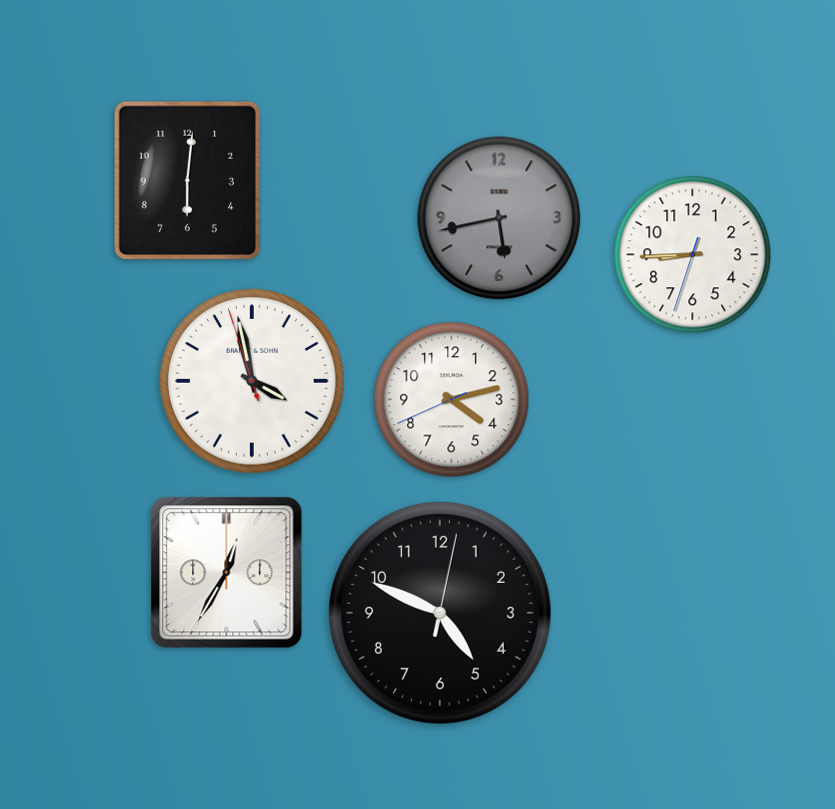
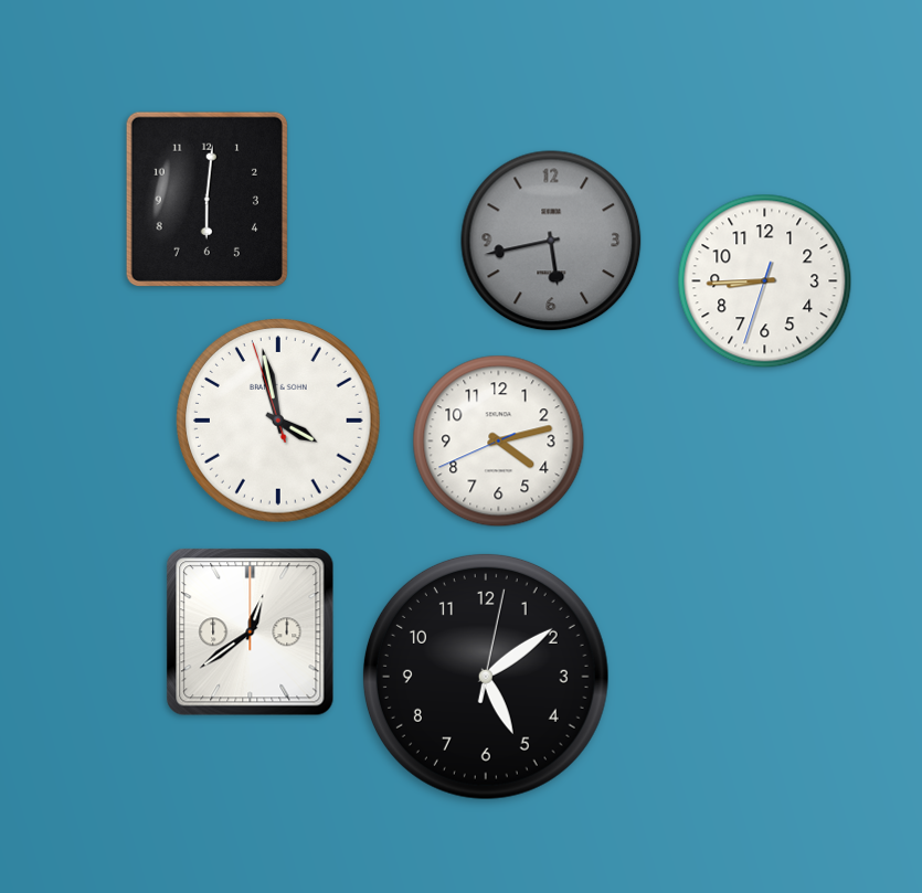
clock at (227, 573): 12:35 -> 12:39
clock at (440, 613): 4:49 -> 5:09
